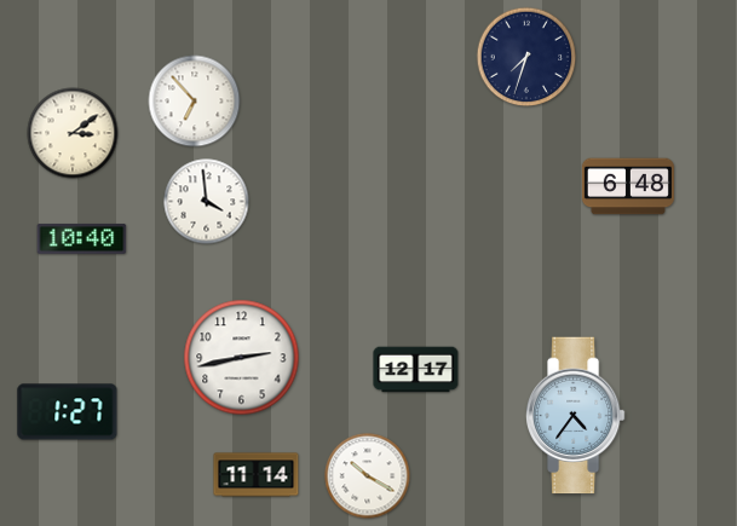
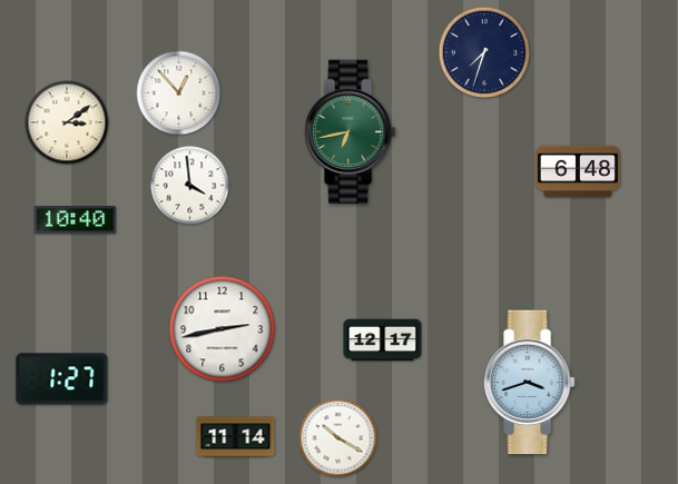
clock at (195, 102): 6:53 -> 12:53
clock at (350, 132): none -> 6:43
clock at (575, 416): 4:36 -> 3:42
